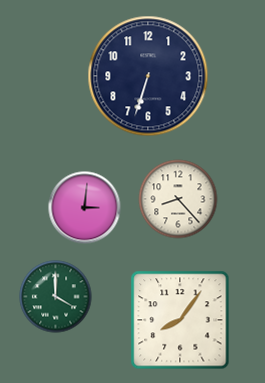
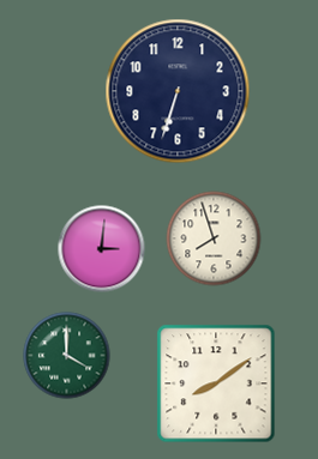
clock at (178, 199): 8:23 -> 7:57
clock at (180, 320): 8:06 -> 8:09
